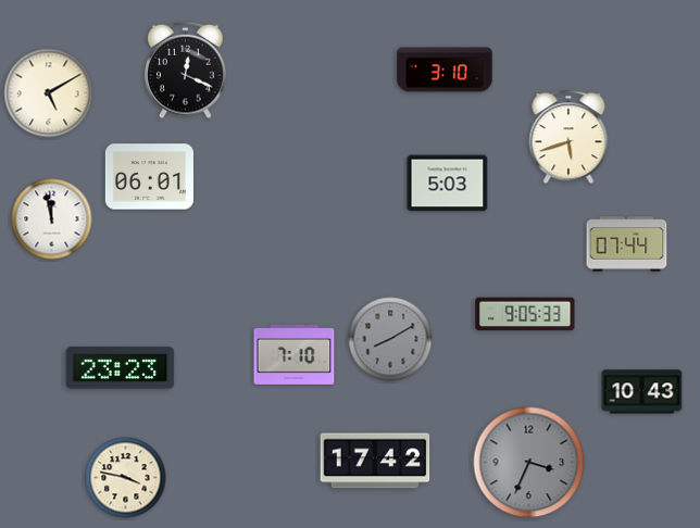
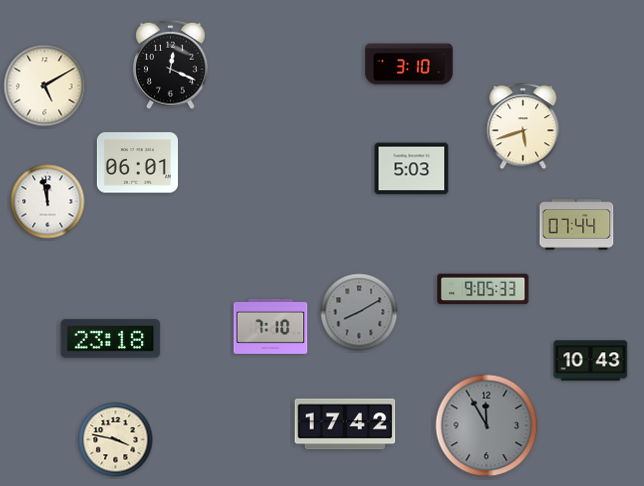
clock at (121, 368): 23:23 -> 23:18
clock at (529, 463): 3:34 -> 11:55
